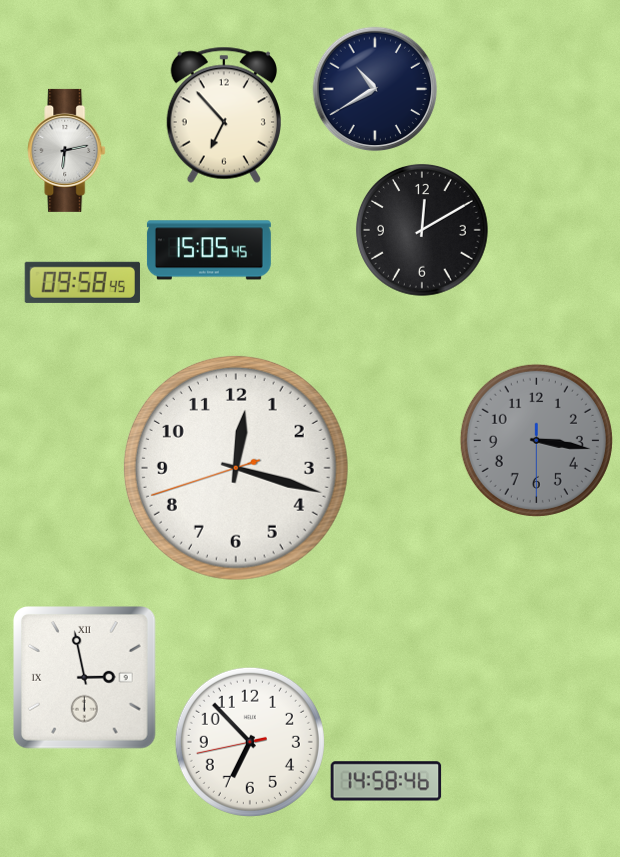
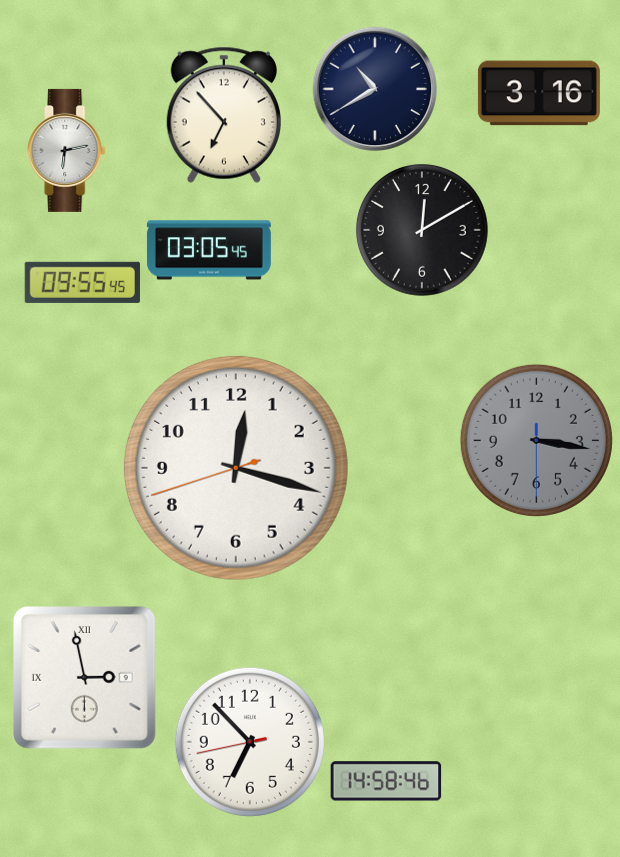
clock at (539, 93): none -> 3:16
clock at (209, 250): 15:05 -> 03:05
clock at (82, 282): 09:58 -> 09:55
